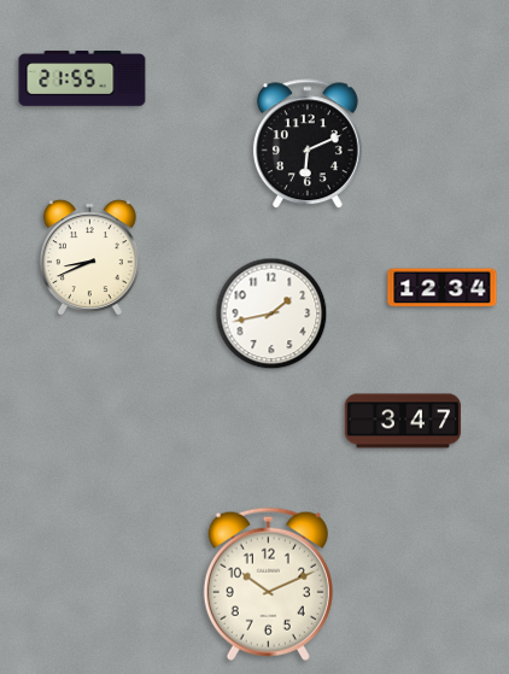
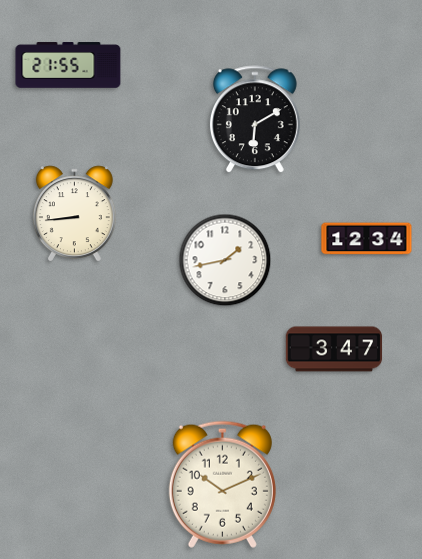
clock at (308, 145): 6:11 -> 6:10
clock at (89, 258): 8:41 -> 8:44
